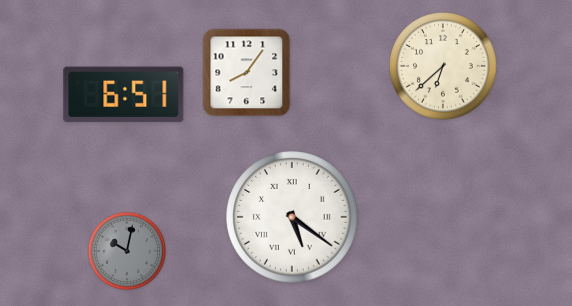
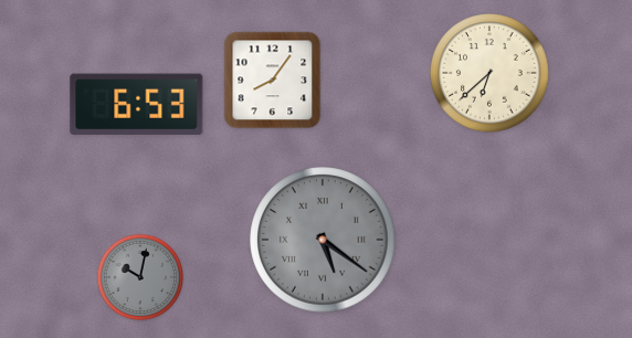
clock at (124, 95): 6:51 -> 6:53
clock at (292, 217) dial: white -> grey
